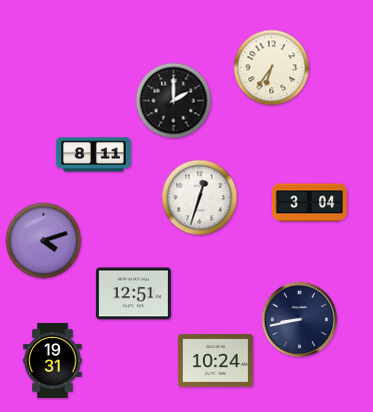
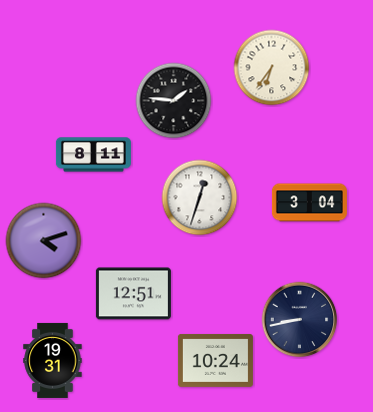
clock at (174, 101): 2:00 -> 1:46
